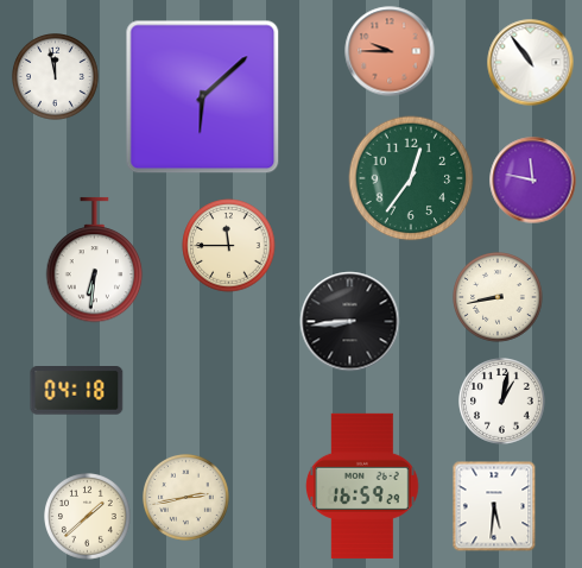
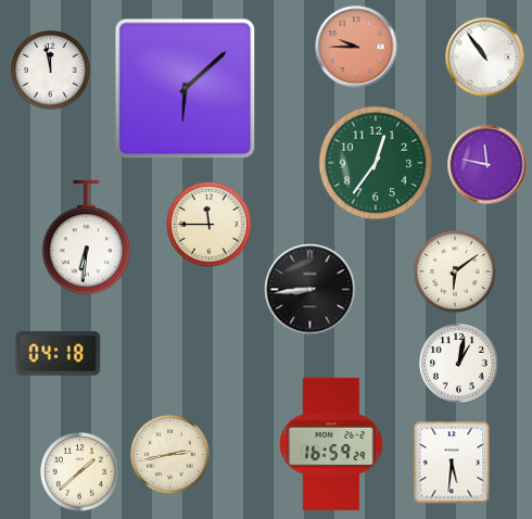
clock at (498, 297): 8:43 -> 6:09
clock at (350, 322) position: (350, 322) -> (311, 290)
clock at (77, 391) position: (77, 391) -> (59, 354)
clock at (502, 402) position: (502, 402) -> (459, 364)
